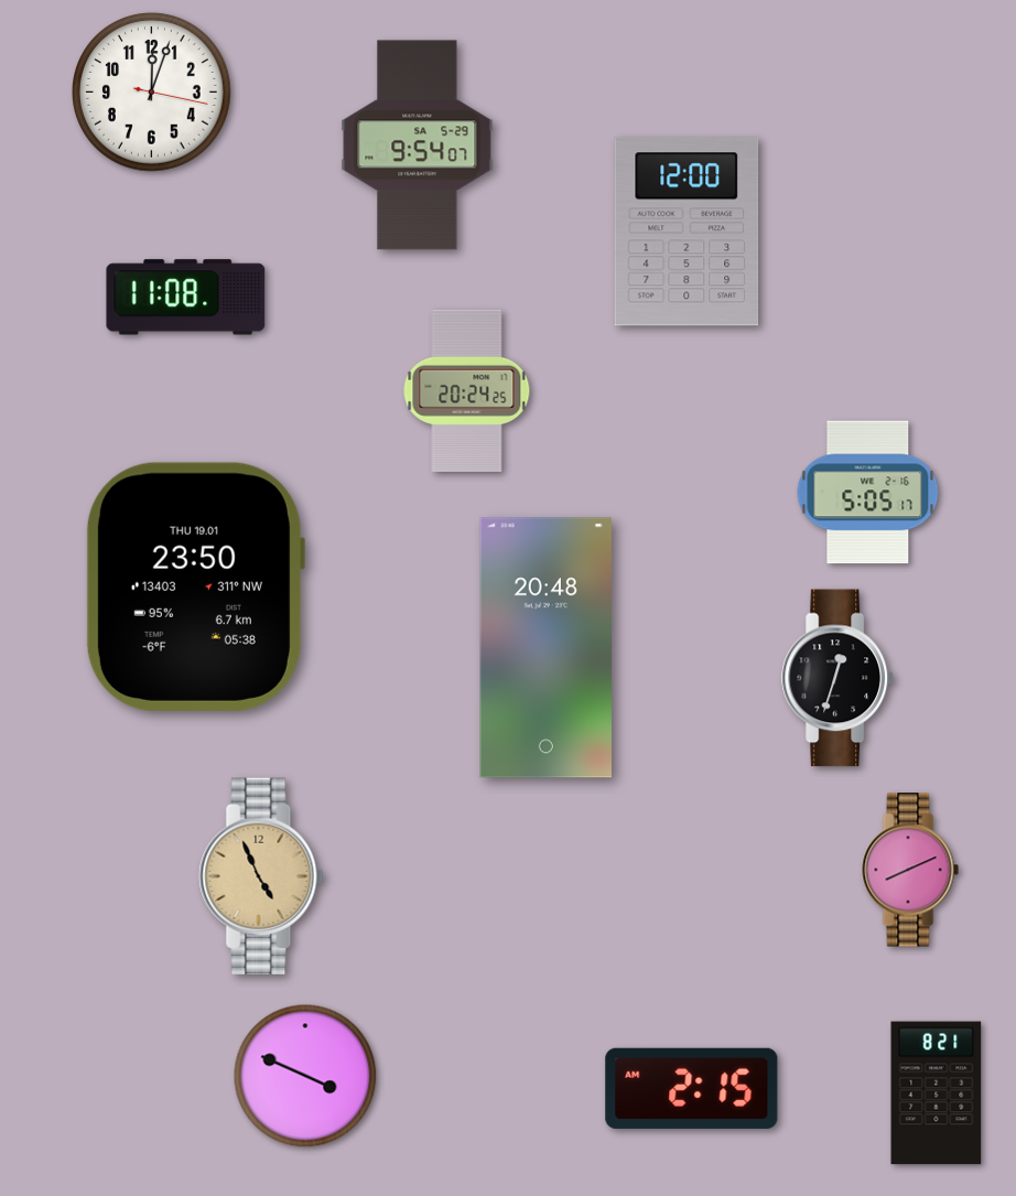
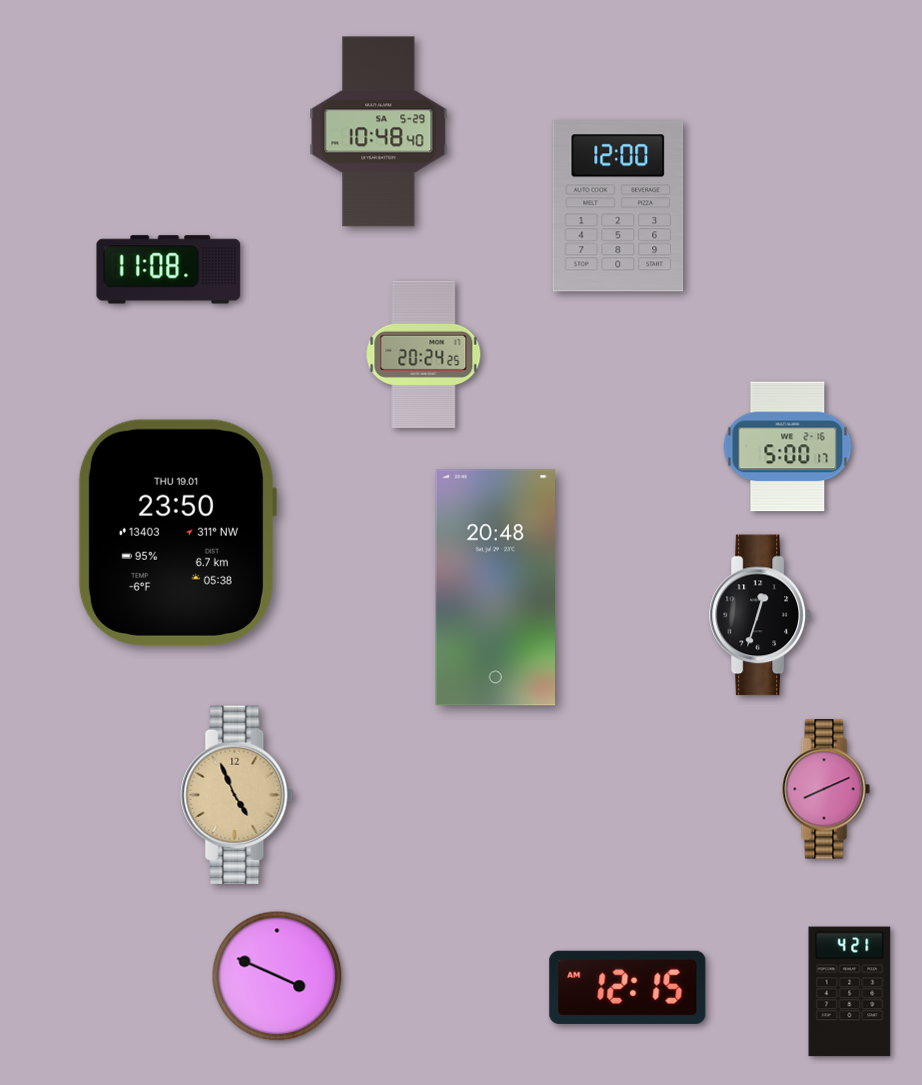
clock at (152, 93): 12:03 -> none
clock at (418, 146): 9:54 -> 10:48
clock at (687, 231) position: (687, 231) -> (618, 206)
clock at (868, 493): 5:05 -> 5:00
clock at (692, 1088): 2:15 -> 12:15
clock at (937, 1093): 8:21 -> 4:21
